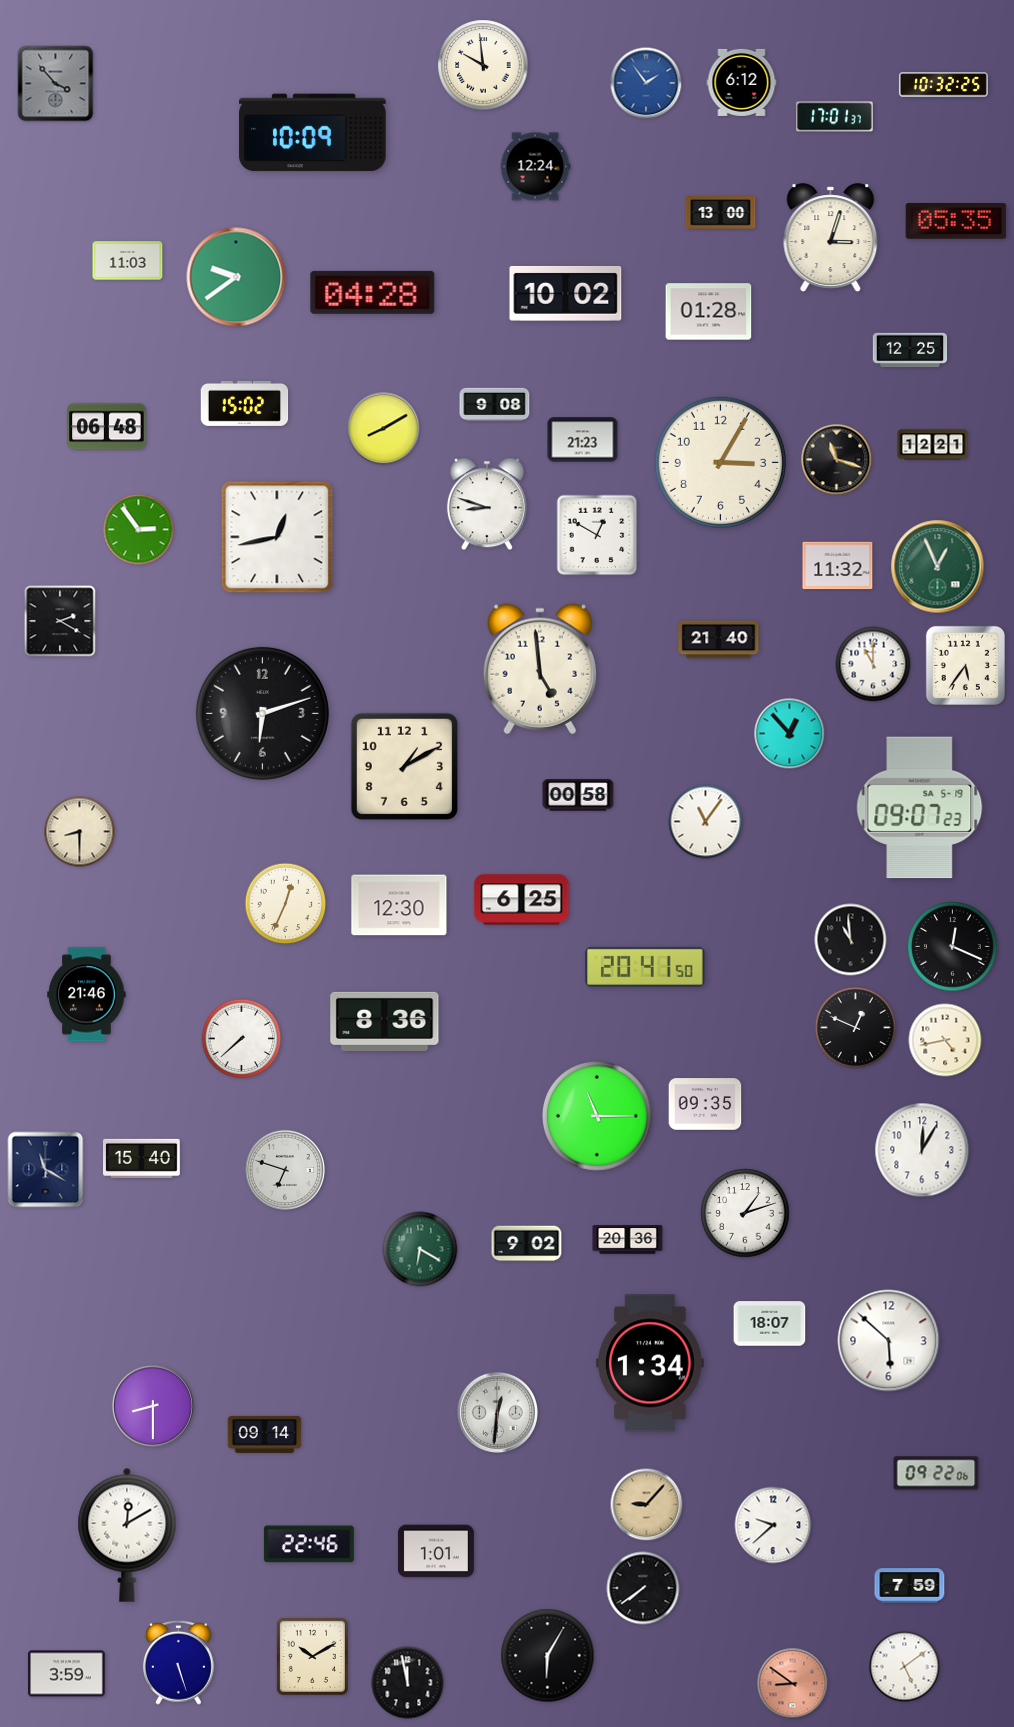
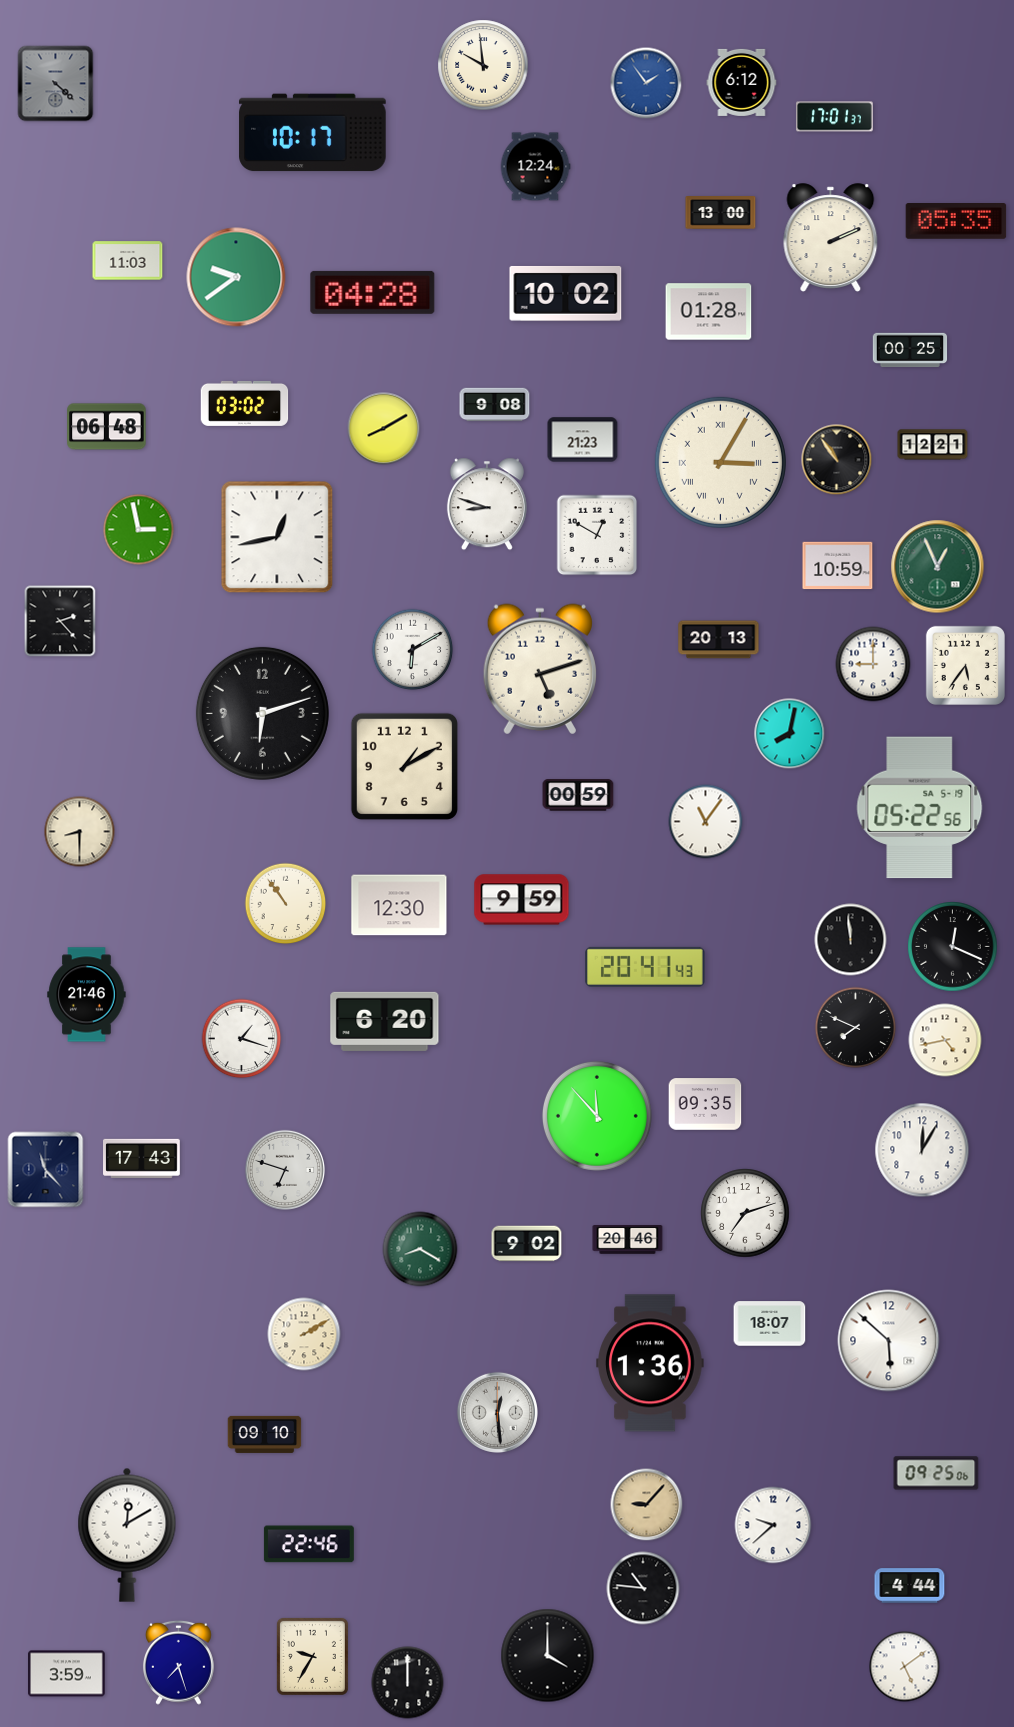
clock at (56, 84): 3:53 -> 4:22
clock at (943, 85): 10:32 -> none
clock at (313, 133): 10:09 -> 10:17
clock at (831, 238): 3:03 -> 2:11
clock at (910, 350): 12:25 -> 00:25
clock at (245, 403): 15:02 -> 03:02
clock at (837, 460): 11:18 -> 10:54
clock at (720, 462) numerals: Arabic -> Roman
clock at (139, 530): 2:54 -> 2:58
clock at (838, 566): 11:32 -> 10:59
clock at (60, 621): 2:20 -> 2:23
clock at (719, 640): 21:40 -> 20:13
clock at (413, 650): none -> 6:10
clock at (873, 664): 11:00 -> 9:00
clock at (540, 669): 4:59 -> 5:12
clock at (790, 734): 12:53 -> 8:02
clock at (578, 795): 00:58 -> 00:59
clock at (920, 808): 09:07 -> 05:22
clock at (522, 900): 6:25 -> 9:59
clock at (286, 904): 12:34 -> 10:54
clock at (851, 940): 10:59 -> 11:59
clock at (645, 967): 20:41:50 -> 20:41:43
clock at (385, 1021): 8:36 -> 6:20
clock at (856, 1028): 12:49 -> 7:49
clock at (242, 1039): 7:38 -> 1:18
clock at (597, 1116): 11:15 -> 11:53
clock at (142, 1158): 15:40 -> 17:43
clock at (46, 1170): 11:20 -> 11:23
clock at (745, 1213): 1:12 -> 7:12
clock at (628, 1240): 20:36 -> 20:46
clock at (420, 1249): 6:20 -> 8:20
clock at (304, 1334): none -> 2:10
clock at (650, 1363): 1:34 -> 1:36
clock at (153, 1406): 8:30 -> none
clock at (497, 1412): 12:31 -> 12:29
clock at (265, 1434): 09:14 -> 09:10
clock at (936, 1473): 09:22 -> 09:25
clock at (436, 1551): 1:01 -> none
clock at (910, 1586): 7:59 -> 4:44
clock at (643, 1588): 7:39 -> 10:46
clock at (312, 1656): 10:10 -> 9:35
clock at (548, 1656): 6:05 -> 4:00
clock at (179, 1662): 5:27 -> 7:27
clock at (408, 1683): 11:58 -> 12:00
clock at (793, 1684): 8:51 -> none
